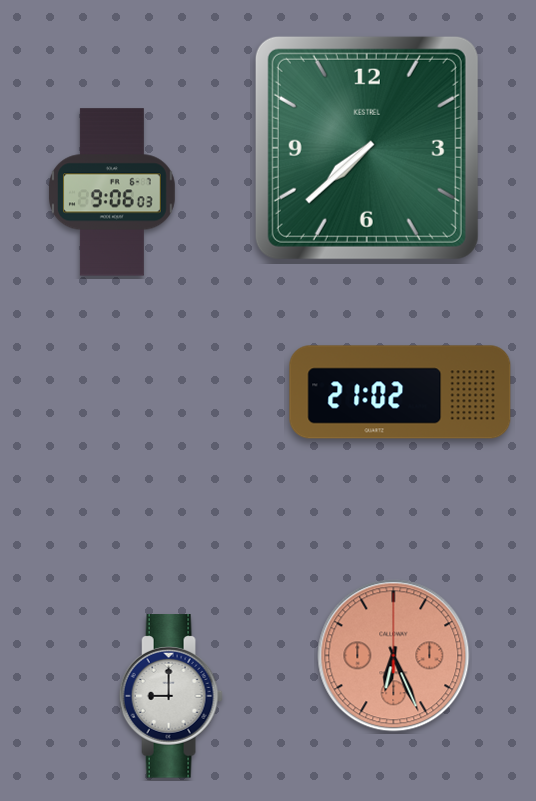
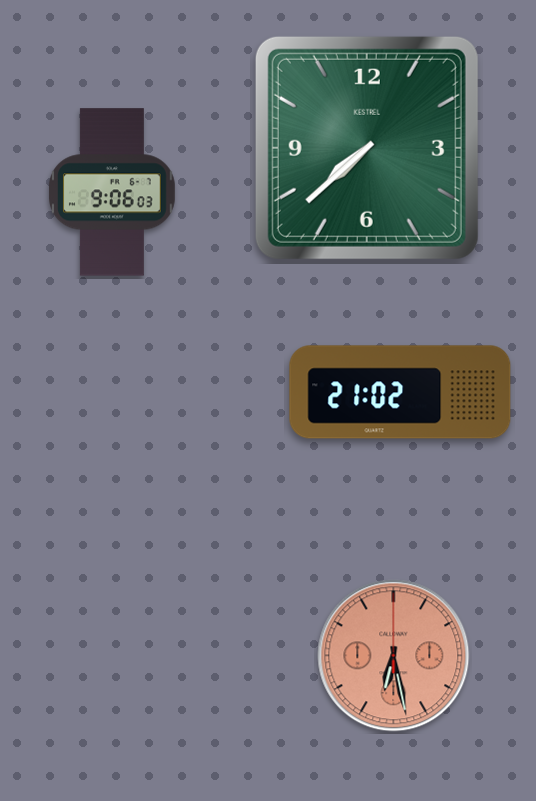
clock at (394, 656): 6:26 -> 6:28
clock at (171, 696): 9:00 -> none
